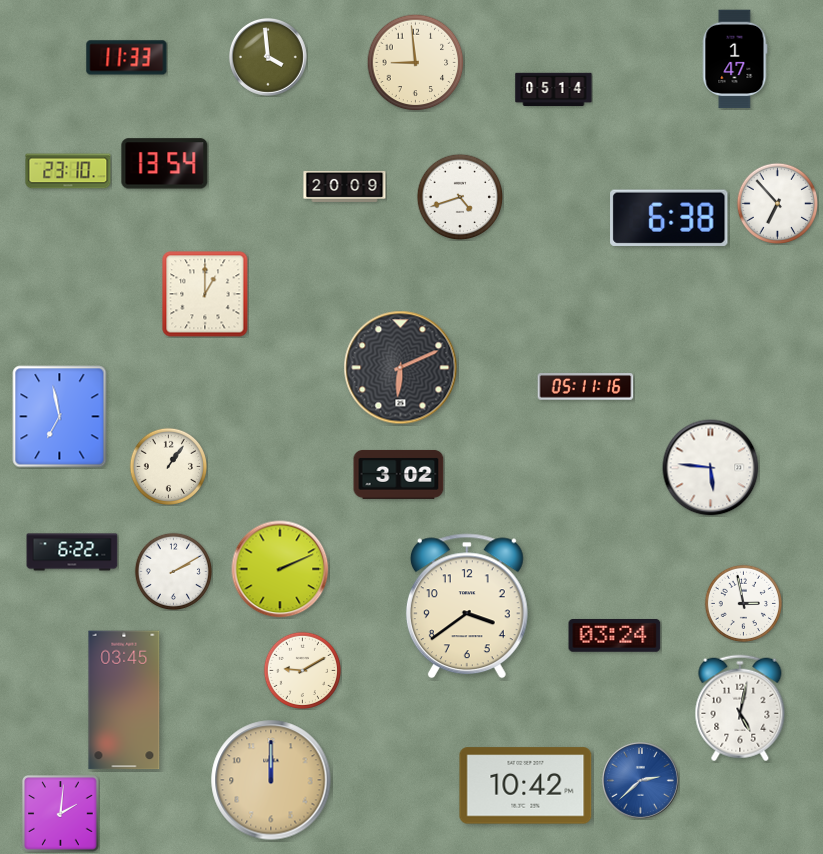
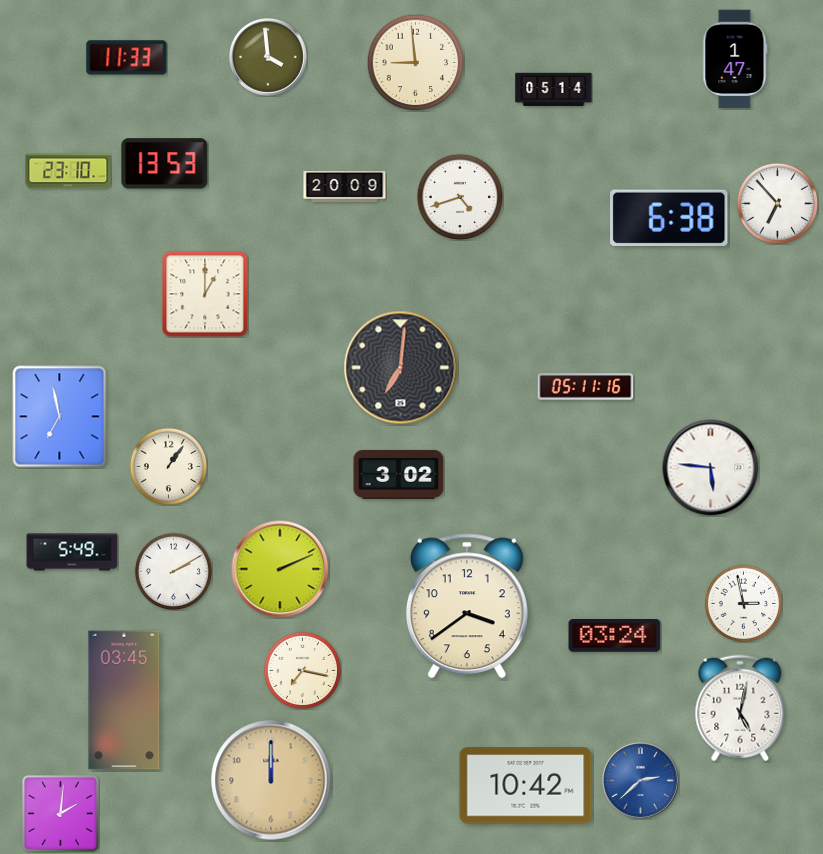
clock at (165, 164): 13:54 -> 13:53
clock at (401, 368): 6:11 -> 7:01
clock at (72, 552): 6:22 -> 5:49
clock at (302, 670): 9:10 -> 7:17
